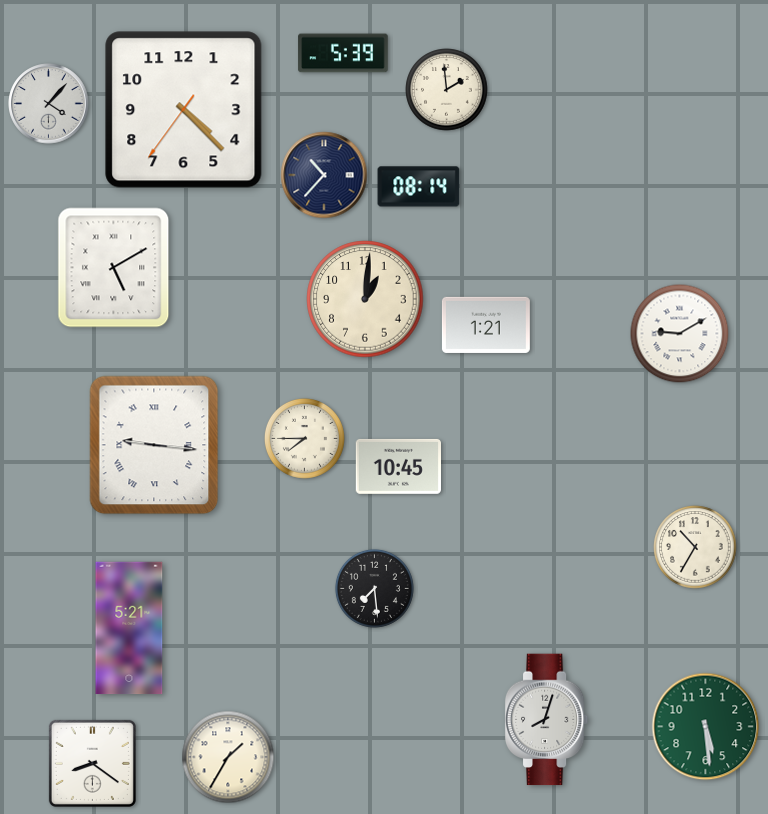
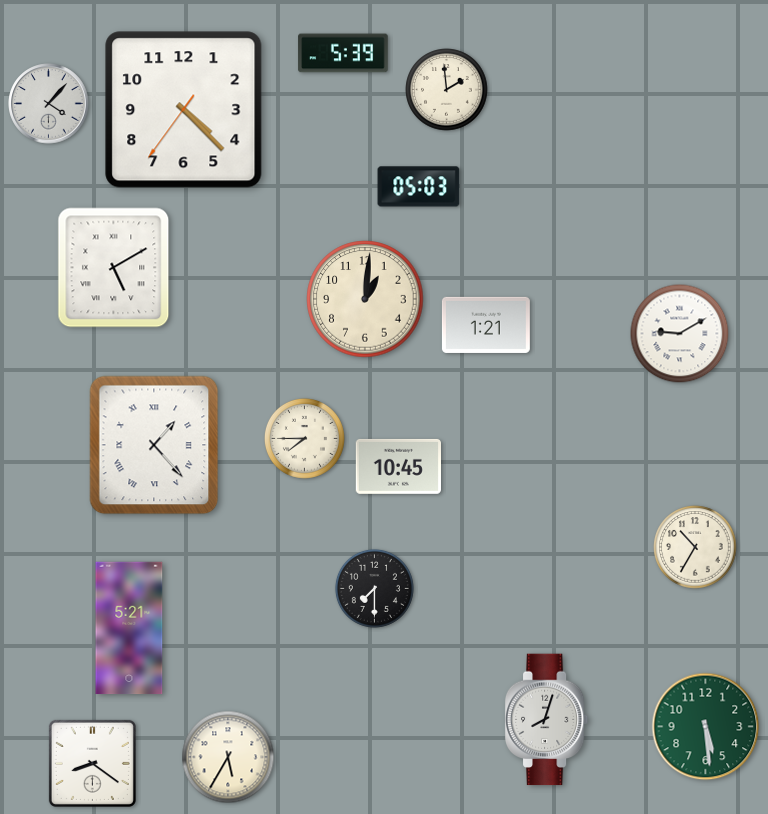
clock at (324, 175): 10:37 -> none
clock at (419, 187): 08:14 -> 05:03
clock at (154, 445): 9:16 -> 1:23
clock at (374, 588): 7:29 -> 7:30
clock at (228, 757): 1:35 -> 5:35
